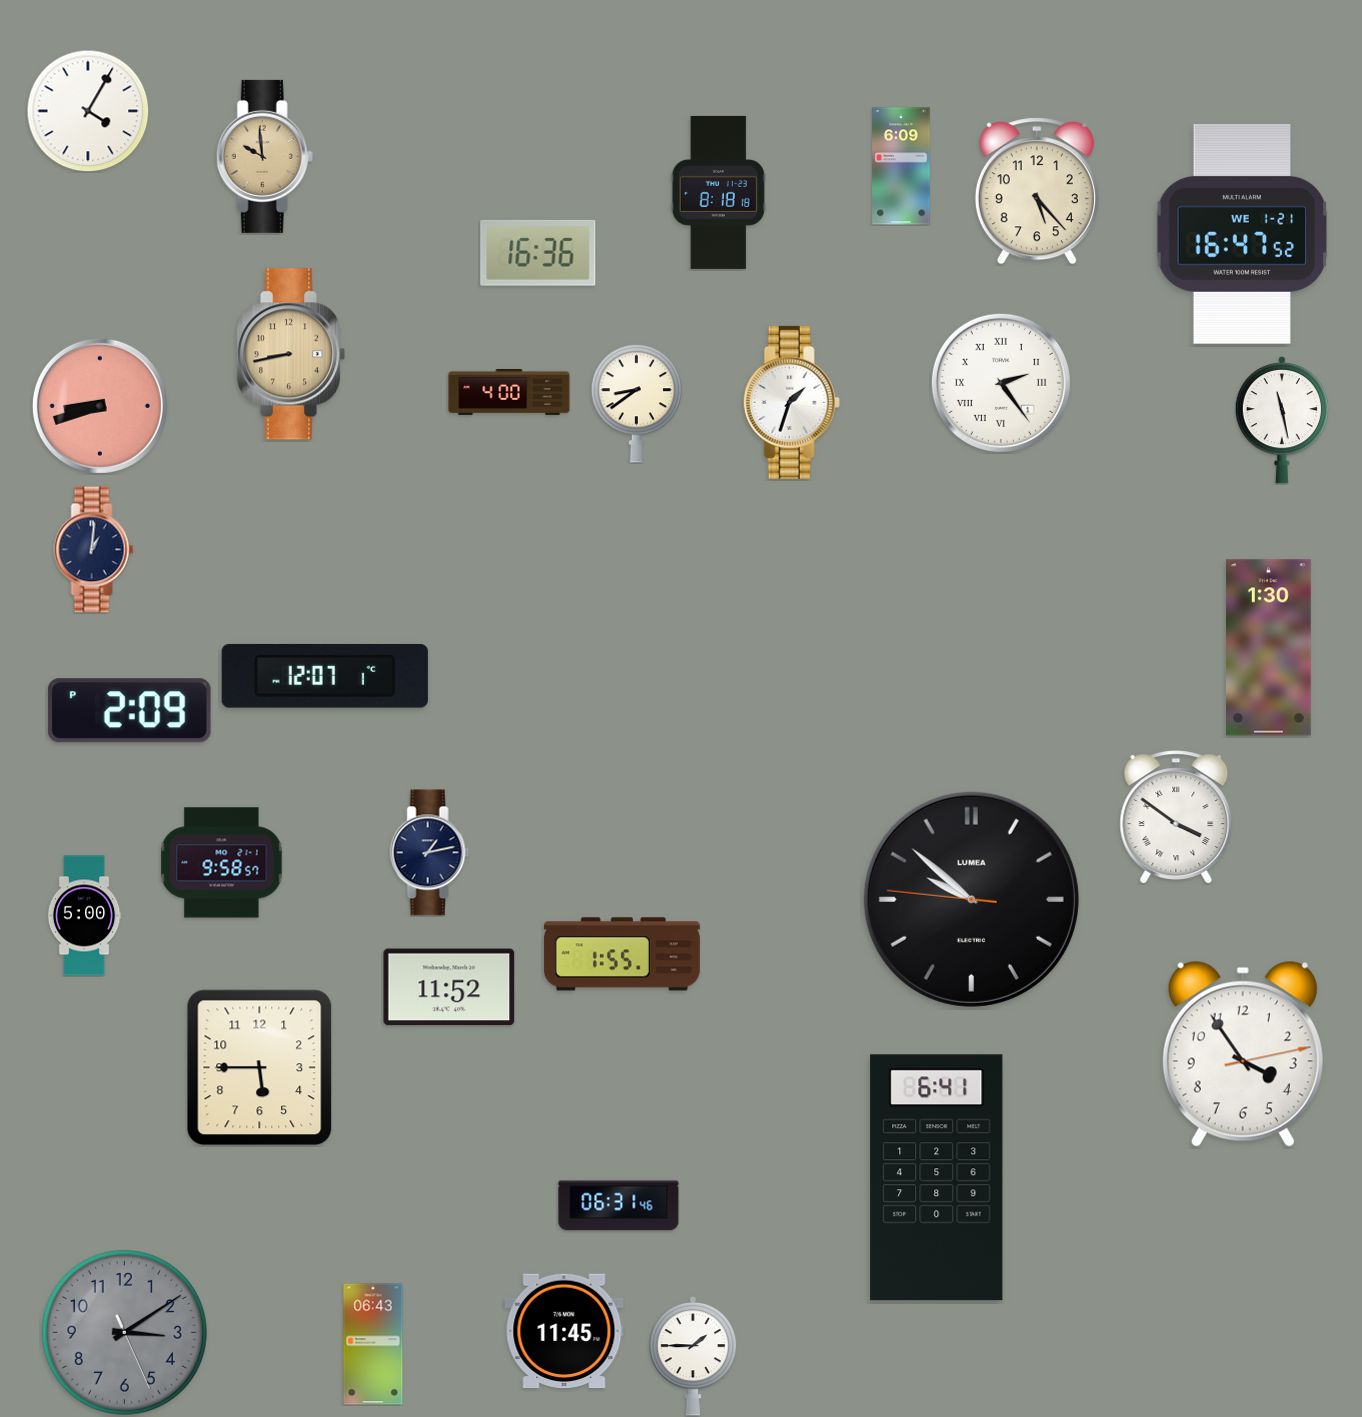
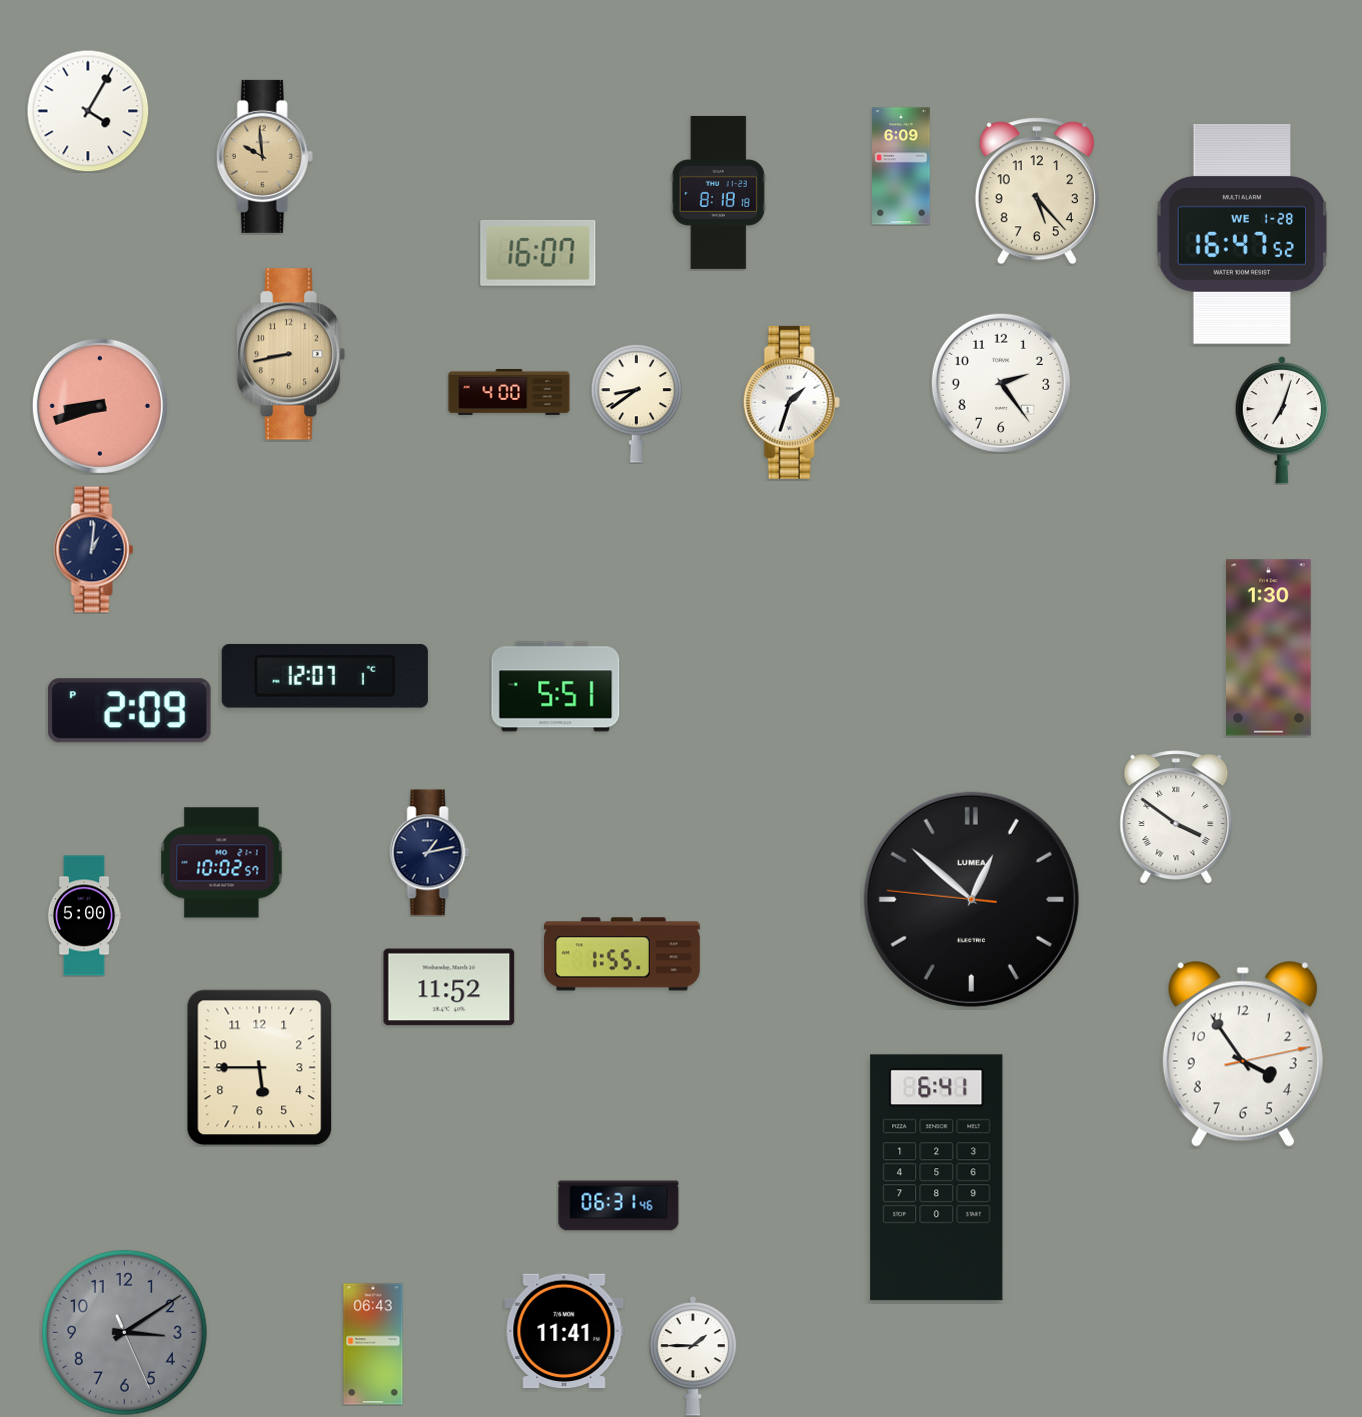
clock at (1242, 234) date: WE 1-21 -> WE 1-28
clock at (538, 253): 16:36 -> 16:07
clock at (1001, 383) numerals: Roman -> Arabic
clock at (1281, 420): 11:28 -> 7:03
clock at (556, 687): none -> 5:51
clock at (222, 863): 9:58 -> 10:02
clock at (971, 899): 9:51 -> 12:51
clock at (564, 1331): 11:45 -> 11:41
